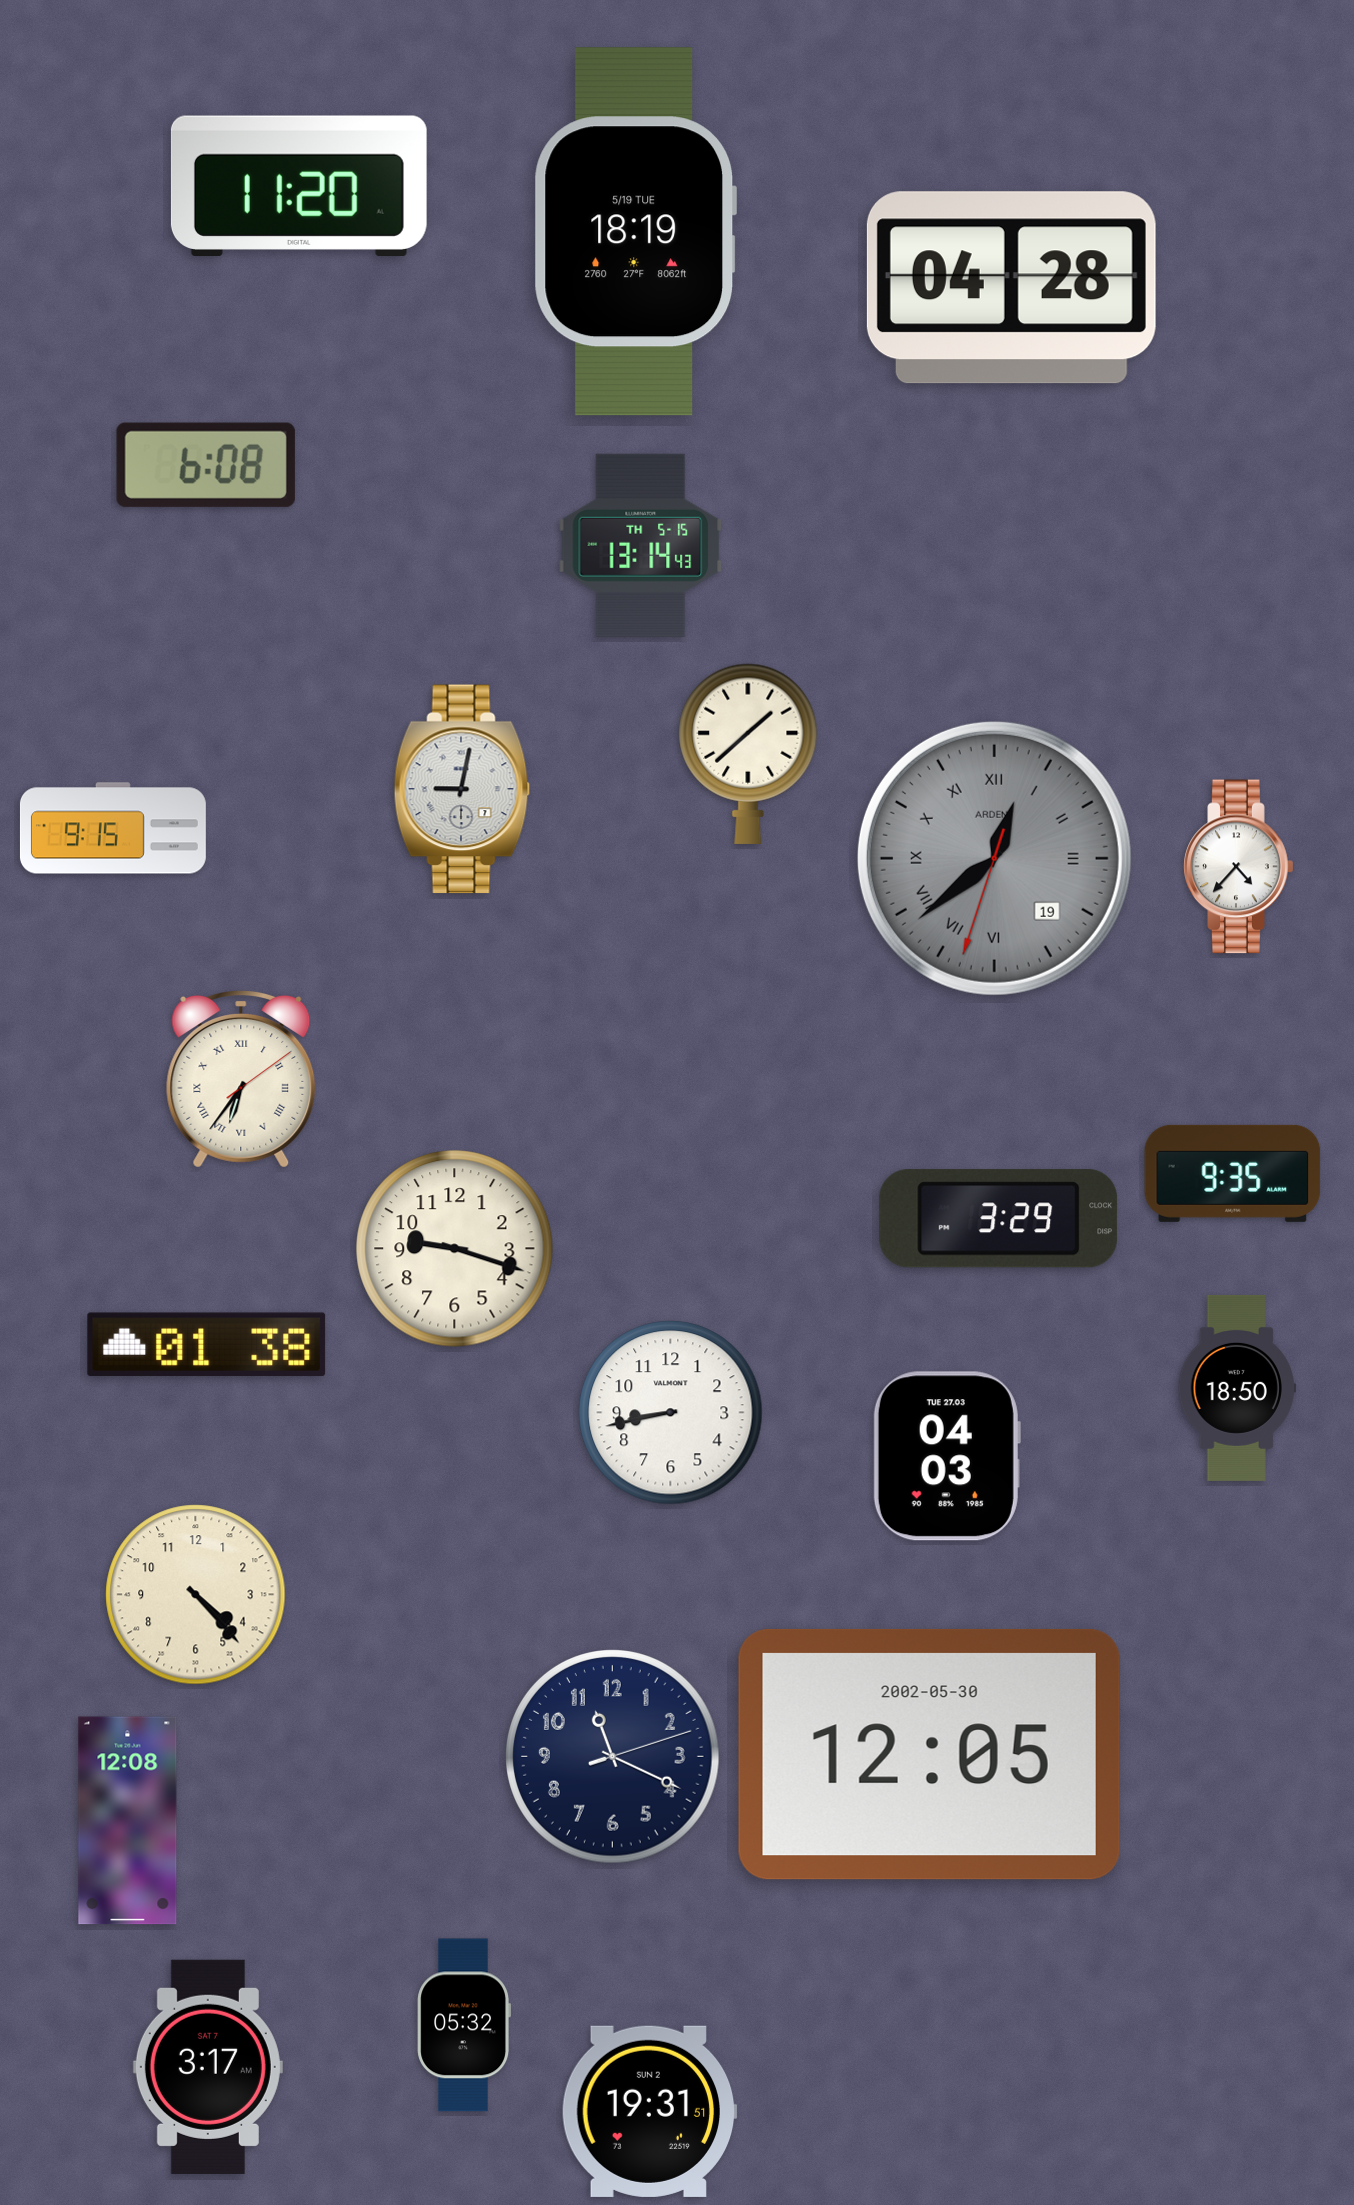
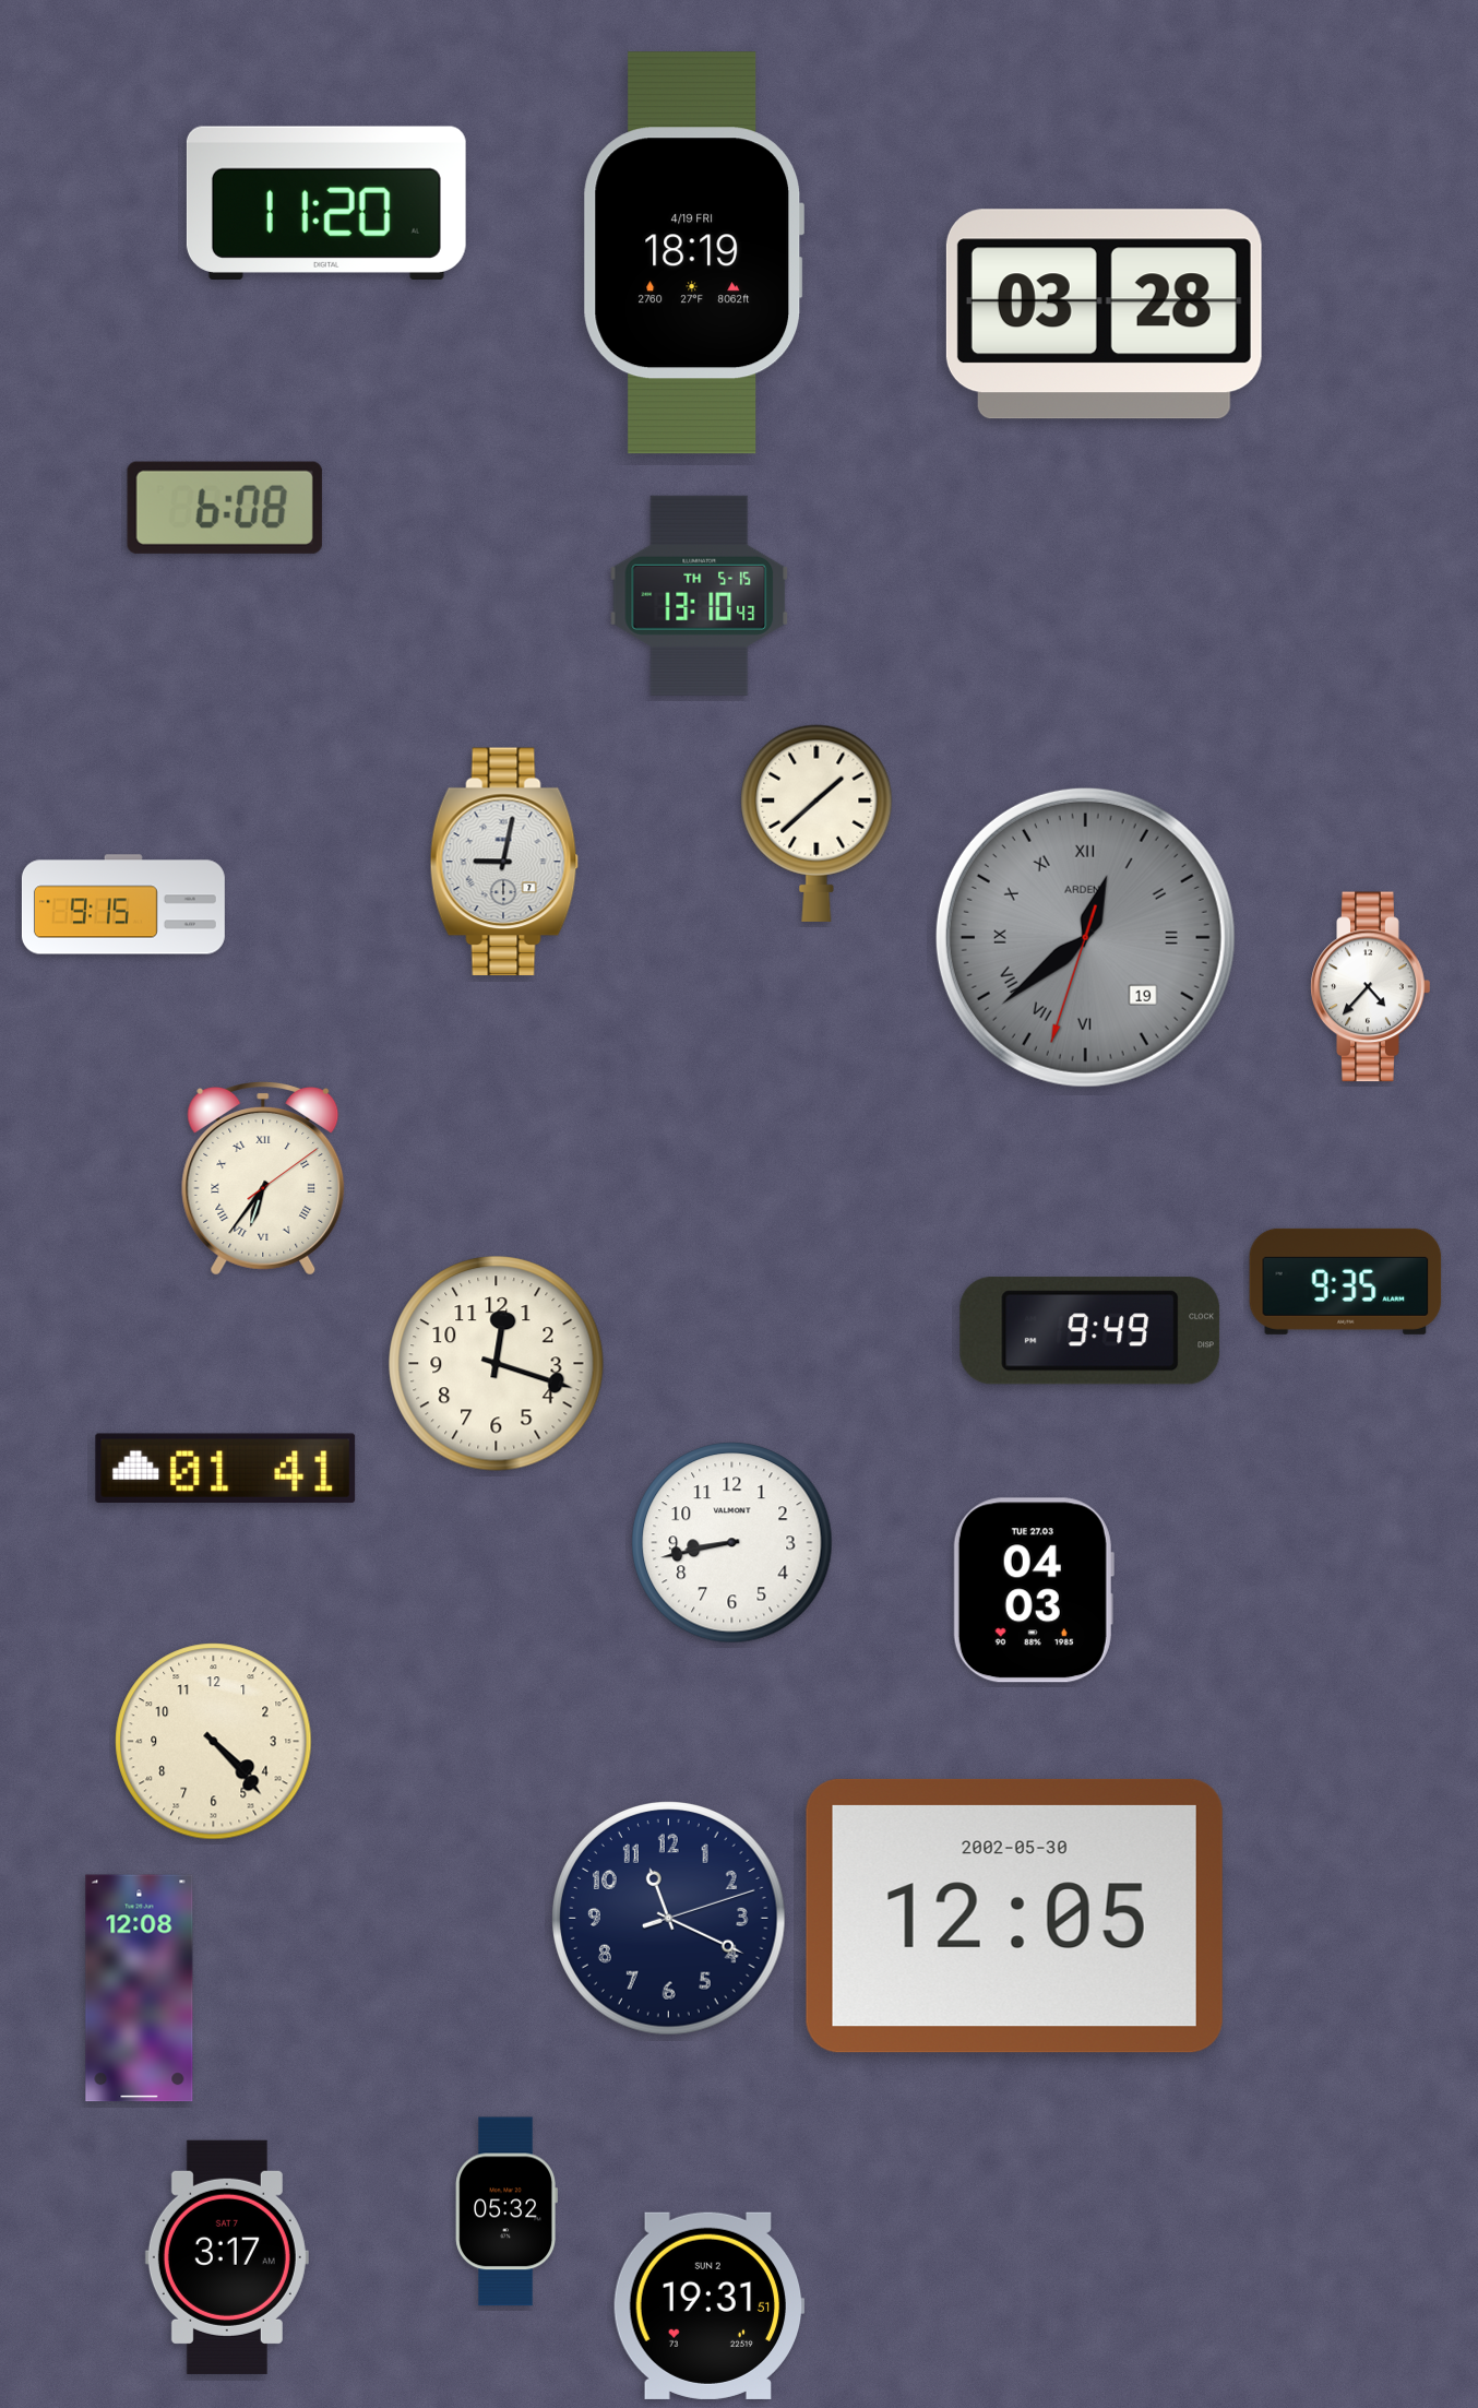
clock at (635, 232) date: 5/19 TUE -> 4/19 FRI
clock at (1011, 288): 04:28 -> 03:28
clock at (641, 545): 13:14 -> 13:10
clock at (1239, 867) position: (1239, 867) -> (1371, 987)
clock at (999, 1219): 3:29 -> 9:49
clock at (455, 1249): 9:18 -> 12:18
clock at (207, 1344): 01:38 -> 01:41
clock at (1237, 1388): 18:50 -> none
